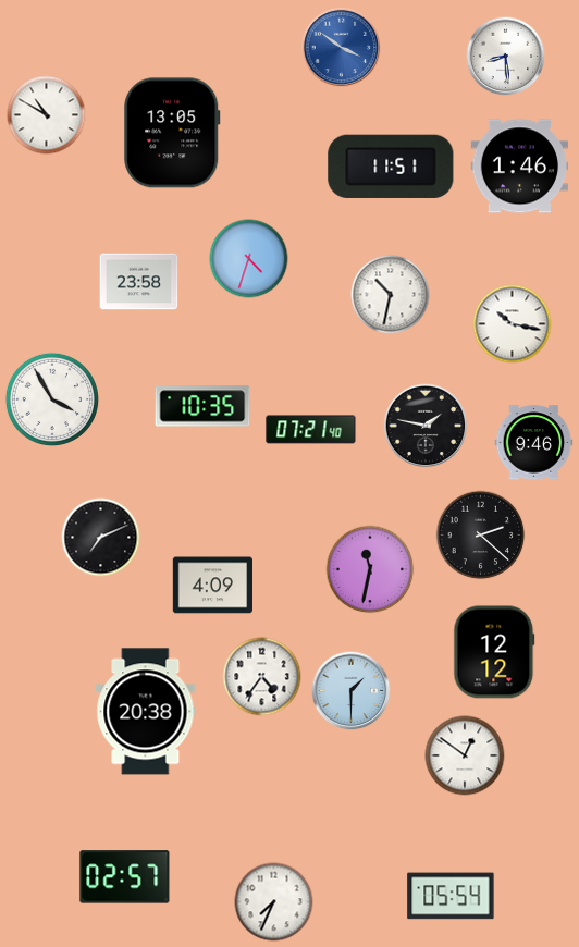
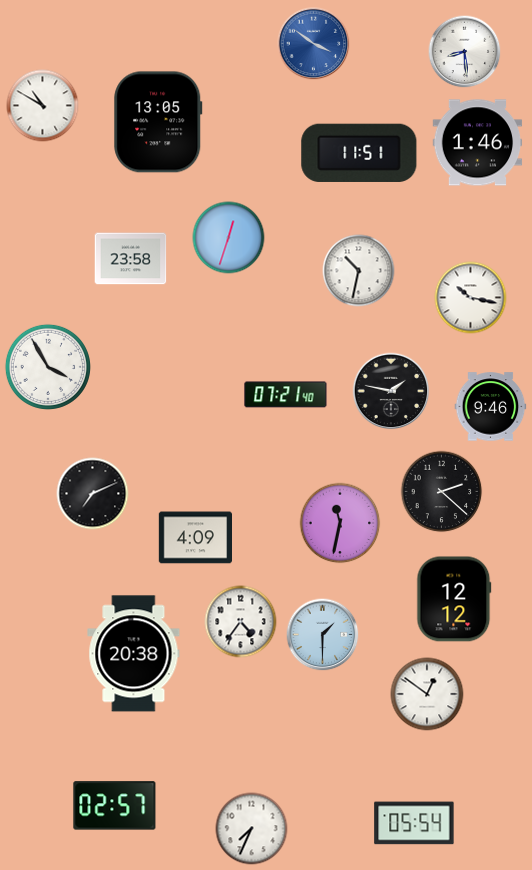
clock at (520, 167) position: (520, 167) -> (478, 143)
clock at (249, 259): 4:33 -> 12:33
clock at (139, 282) position: (139, 282) -> (131, 259)
clock at (202, 406): 10:35 -> none
